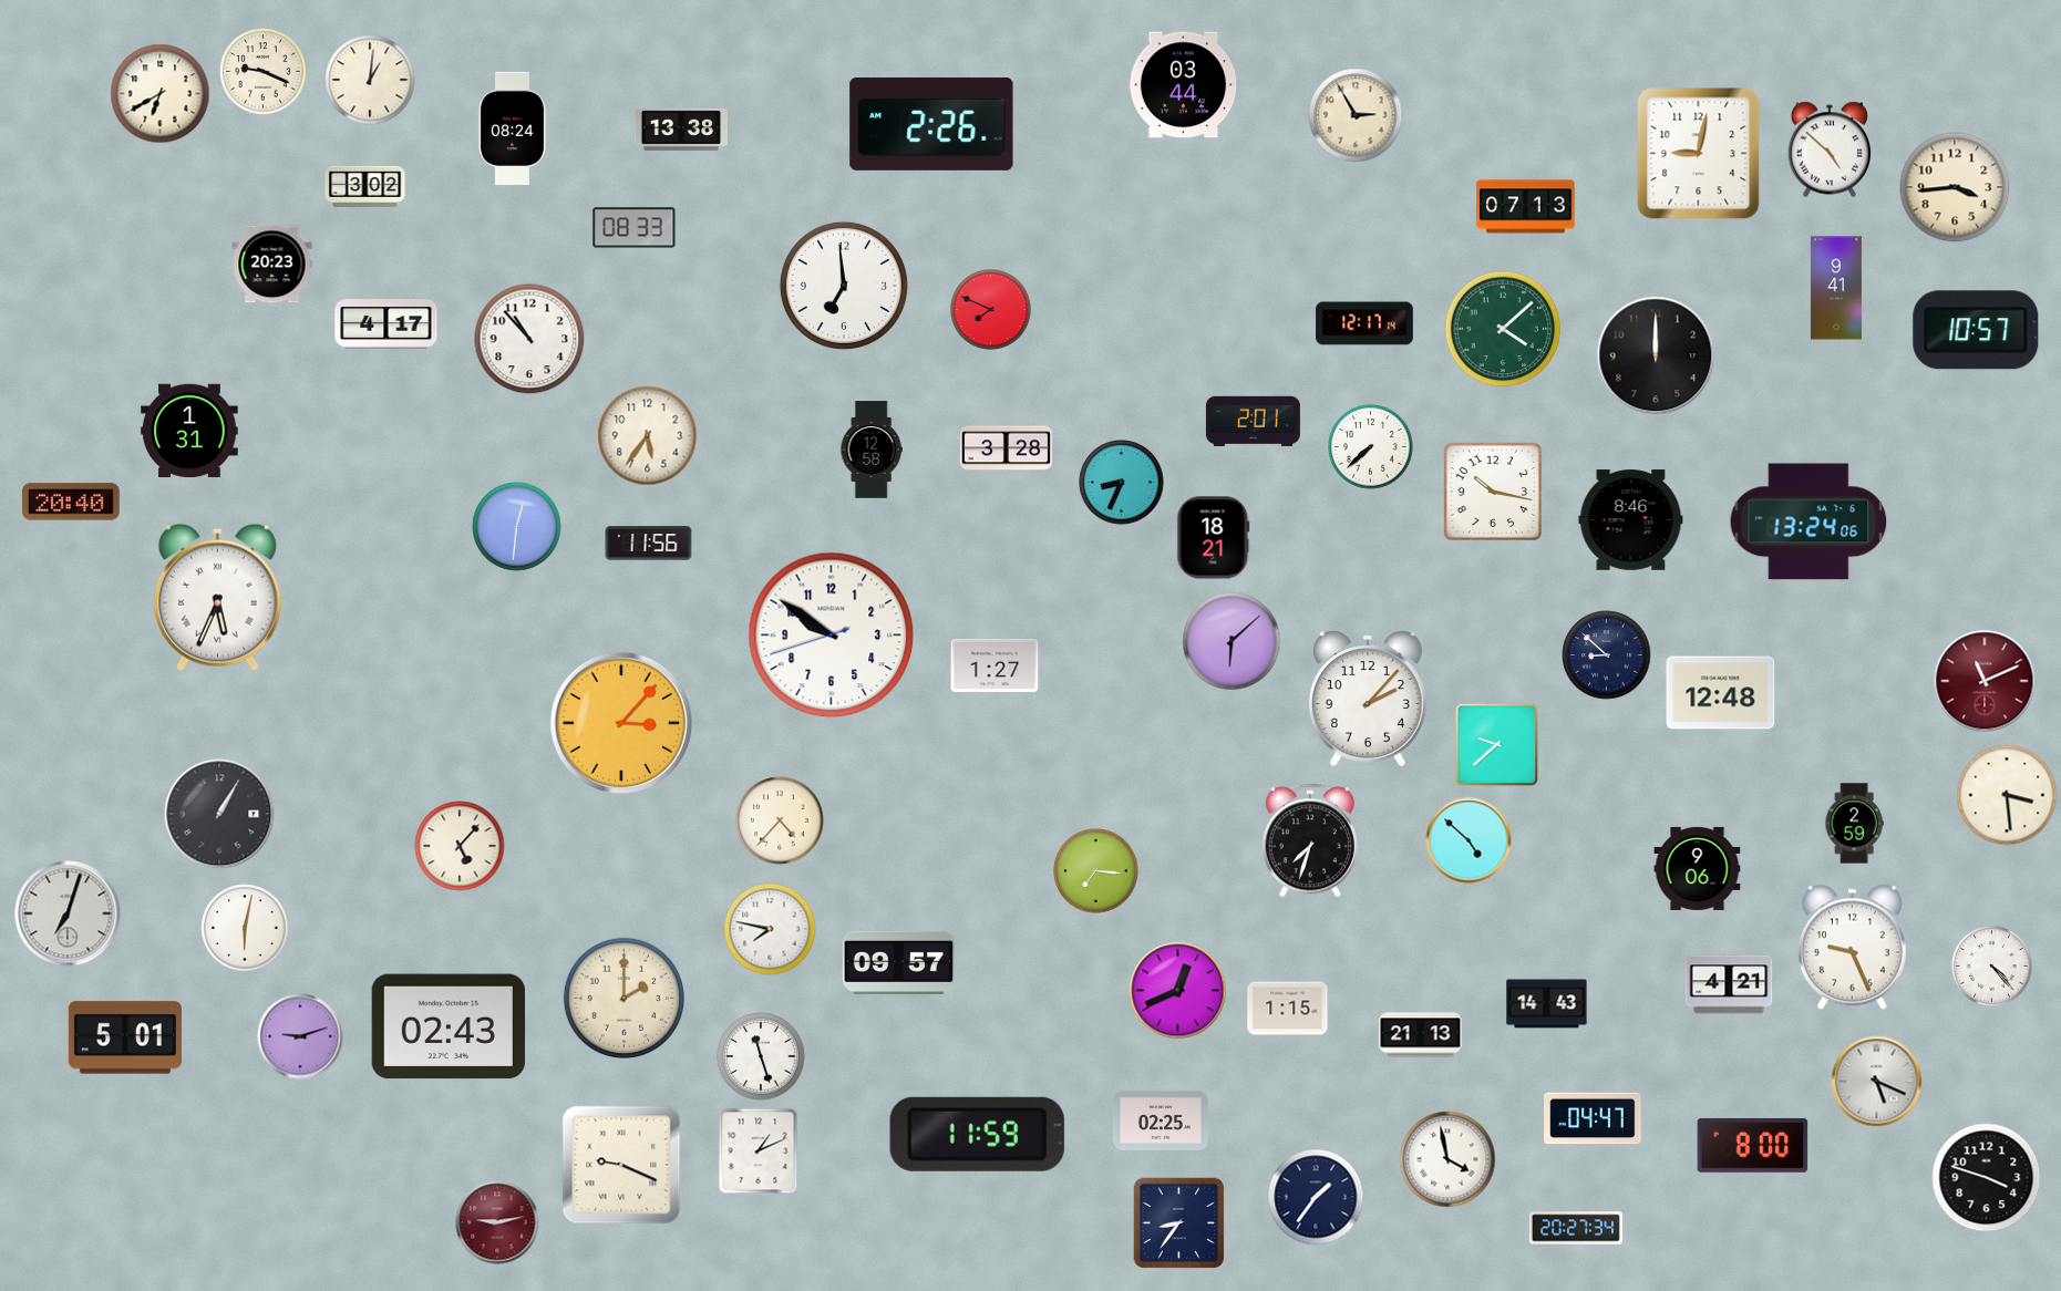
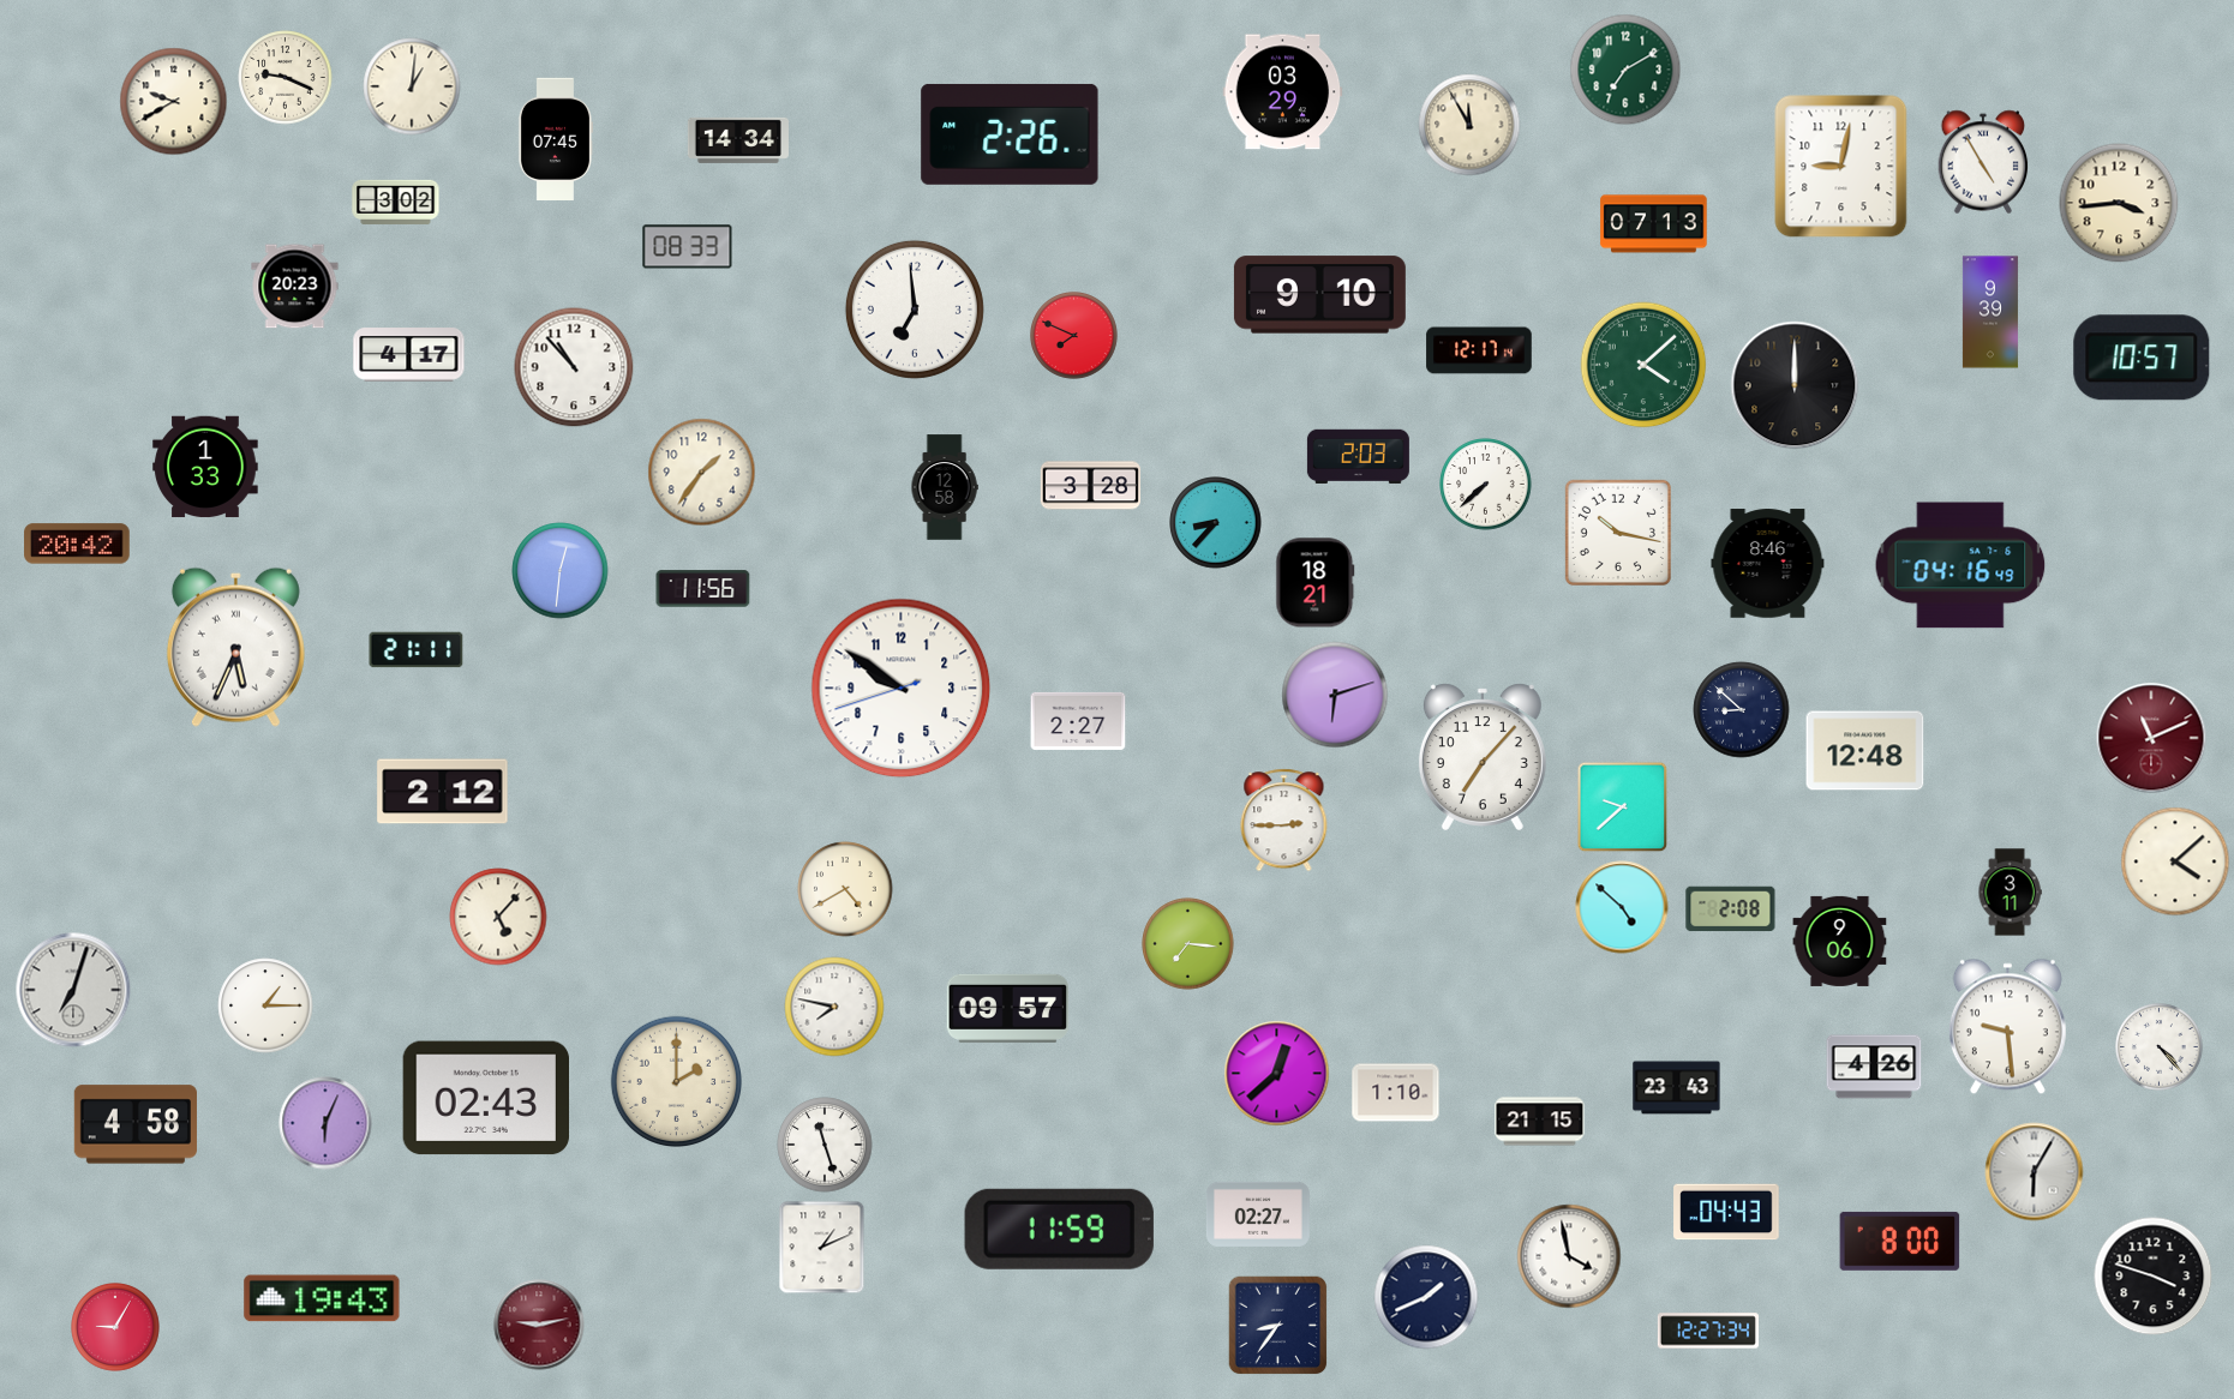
clock at (1625, 70): none -> 7:10
clock at (370, 80) position: (370, 80) -> (412, 86)
clock at (1184, 85): 03:44 -> 03:29
clock at (161, 94): 6:40 -> 9:40
clock at (1356, 115): 2:55 -> 11:55
clock at (512, 127): 08:24 -> 07:45
clock at (681, 130): 13:38 -> 14:34
clock at (1830, 149): 4:52 -> 4:55
clock at (1319, 295): none -> 9:10
clock at (1836, 288): 9:41 -> 9:39
clock at (387, 324) position: (387, 324) -> (409, 355)
clock at (1503, 329) position: (1503, 329) -> (1643, 365)
clock at (1253, 421): 2:01 -> 2:03
clock at (189, 431): 1:31 -> 1:33
clock at (648, 436): 5:36 -> 1:36
clock at (1122, 483): 8:34 -> 8:37
clock at (71, 502): 20:40 -> 20:42
clock at (1808, 521): 13:24 -> 04:16
clock at (417, 650): none -> 21:11
clock at (1232, 641): 6:08 -> 6:12
clock at (995, 665): 1:27 -> 2:27
clock at (1368, 699): 2:07 -> 7:07
clock at (620, 722): 3:07 -> none
clock at (443, 792): none -> 2:12
clock at (1284, 821): none -> 2:45
clock at (2007, 795): 3:29 -> 4:08
clock at (219, 814): 1:05 -> none
clock at (780, 820): 4:37 -> 4:40
clock at (1854, 824): 2:59 -> 3:11
clock at (1731, 909): none -> 2:08
clock at (1310, 840): 7:33 -> none
clock at (1469, 840) position: (1469, 840) -> (1622, 907)
clock at (245, 928): 6:02 -> 1:15
clock at (1852, 948): 9:26 -> 9:29
clock at (898, 962) position: (898, 962) -> (1007, 1008)
clock at (1729, 984): 4:21 -> 4:26
clock at (1178, 991): 12:41 -> 12:38
clock at (1547, 1004): 14:43 -> 23:43
clock at (1288, 1009): 1:15 -> 1:10
clock at (447, 1026) position: (447, 1026) -> (485, 1098)
clock at (1421, 1035): 21:13 -> 21:15
clock at (300, 1036): 9:12 -> 6:04
clock at (125, 1037): 5:01 -> 4:58
clock at (1877, 1082): 5:19 -> 6:05
clock at (1593, 1118): 04:47 -> 04:43
clock at (1161, 1120): 02:25 -> 02:27
clock at (621, 1165): 9:19 -> none
clock at (1316, 1197): 1:36 -> 1:41
clock at (322, 1298): none -> 19:43
clock at (115, 1327): none -> 9:05
clock at (1576, 1228): 20:27 -> 12:27
